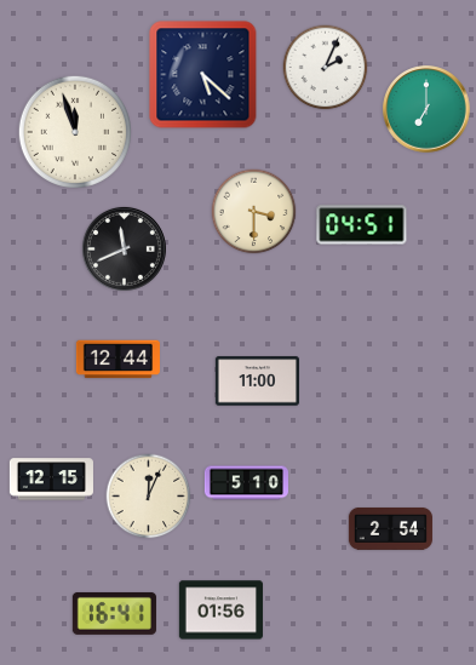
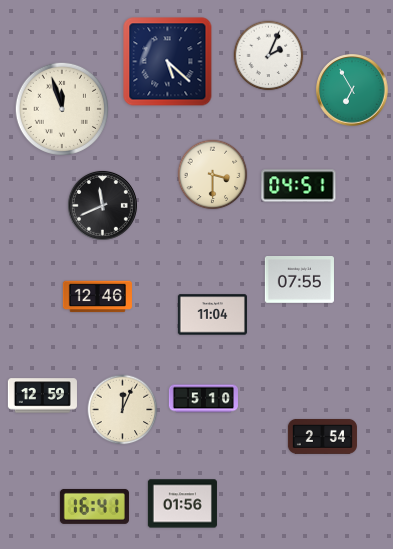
clock at (426, 109): 7:00 -> 6:55
clock at (254, 212) position: (254, 212) -> (213, 175)
clock at (299, 280): none -> 07:55
clock at (117, 360): 12:44 -> 12:46
clock at (257, 382): 11:00 -> 11:04
clock at (51, 480): 12:15 -> 12:59
